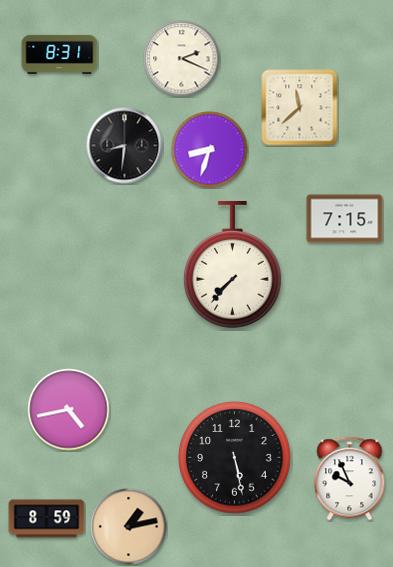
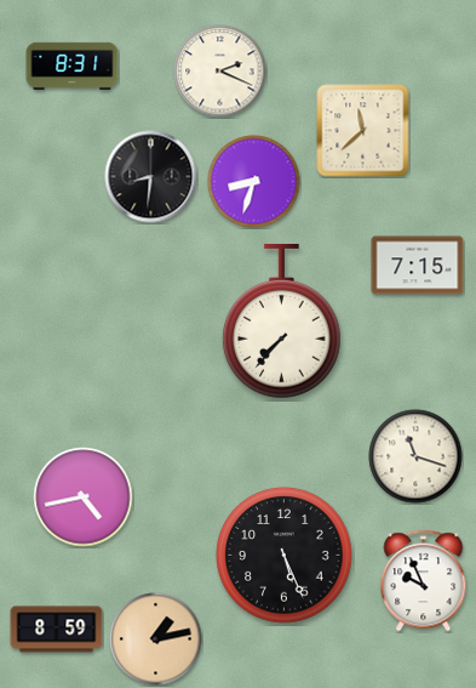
clock at (415, 456): none -> 11:18
clock at (235, 458): 5:28 -> 5:26
